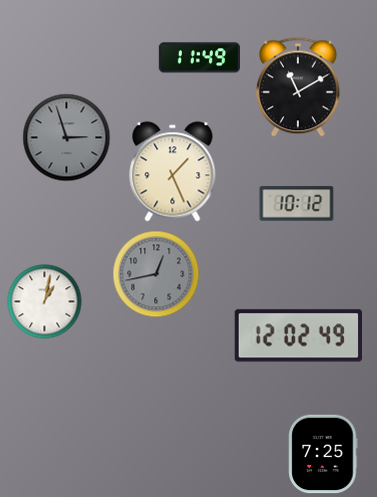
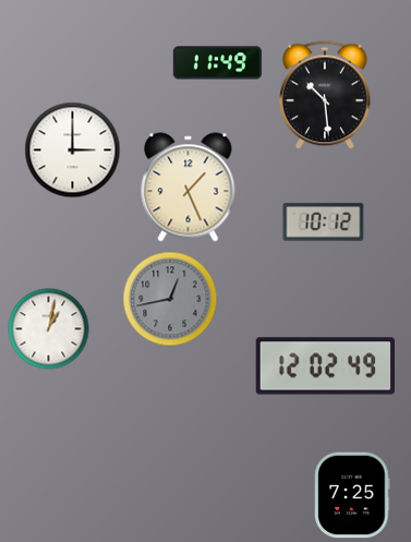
clock at (298, 87): 11:10 -> 10:29
clock at (67, 138): 2:57 -> 3:00
clock at (67, 138) dial: grey -> white
